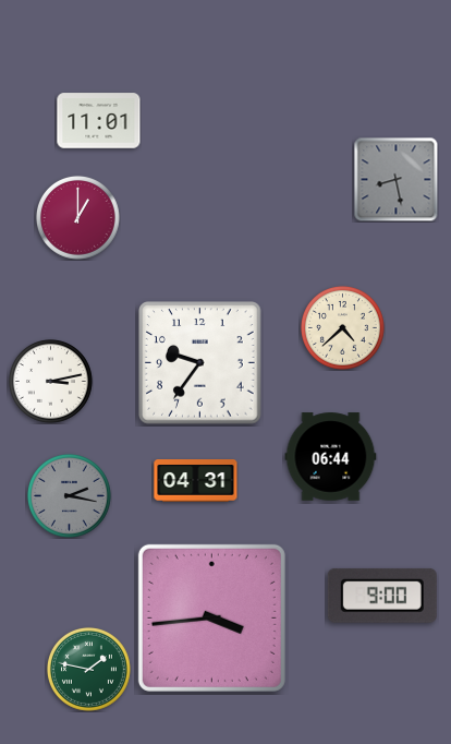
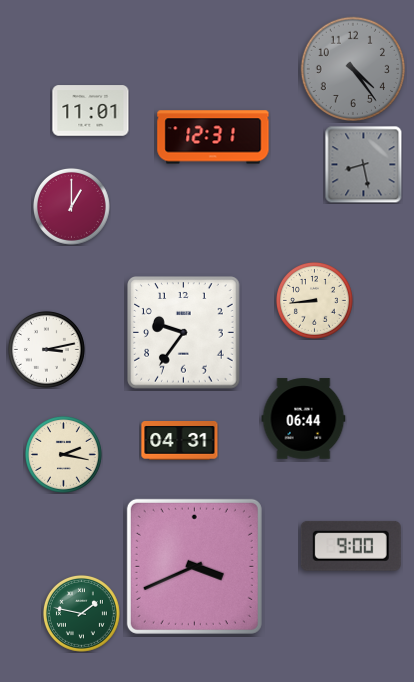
clock at (352, 68): none -> 4:24
clock at (213, 137): none -> 12:31
clock at (77, 217) position: (77, 217) -> (71, 206)
clock at (342, 327): 4:38 -> 8:44
clock at (69, 495) dial: grey -> cream
clock at (211, 617): 3:44 -> 3:41
